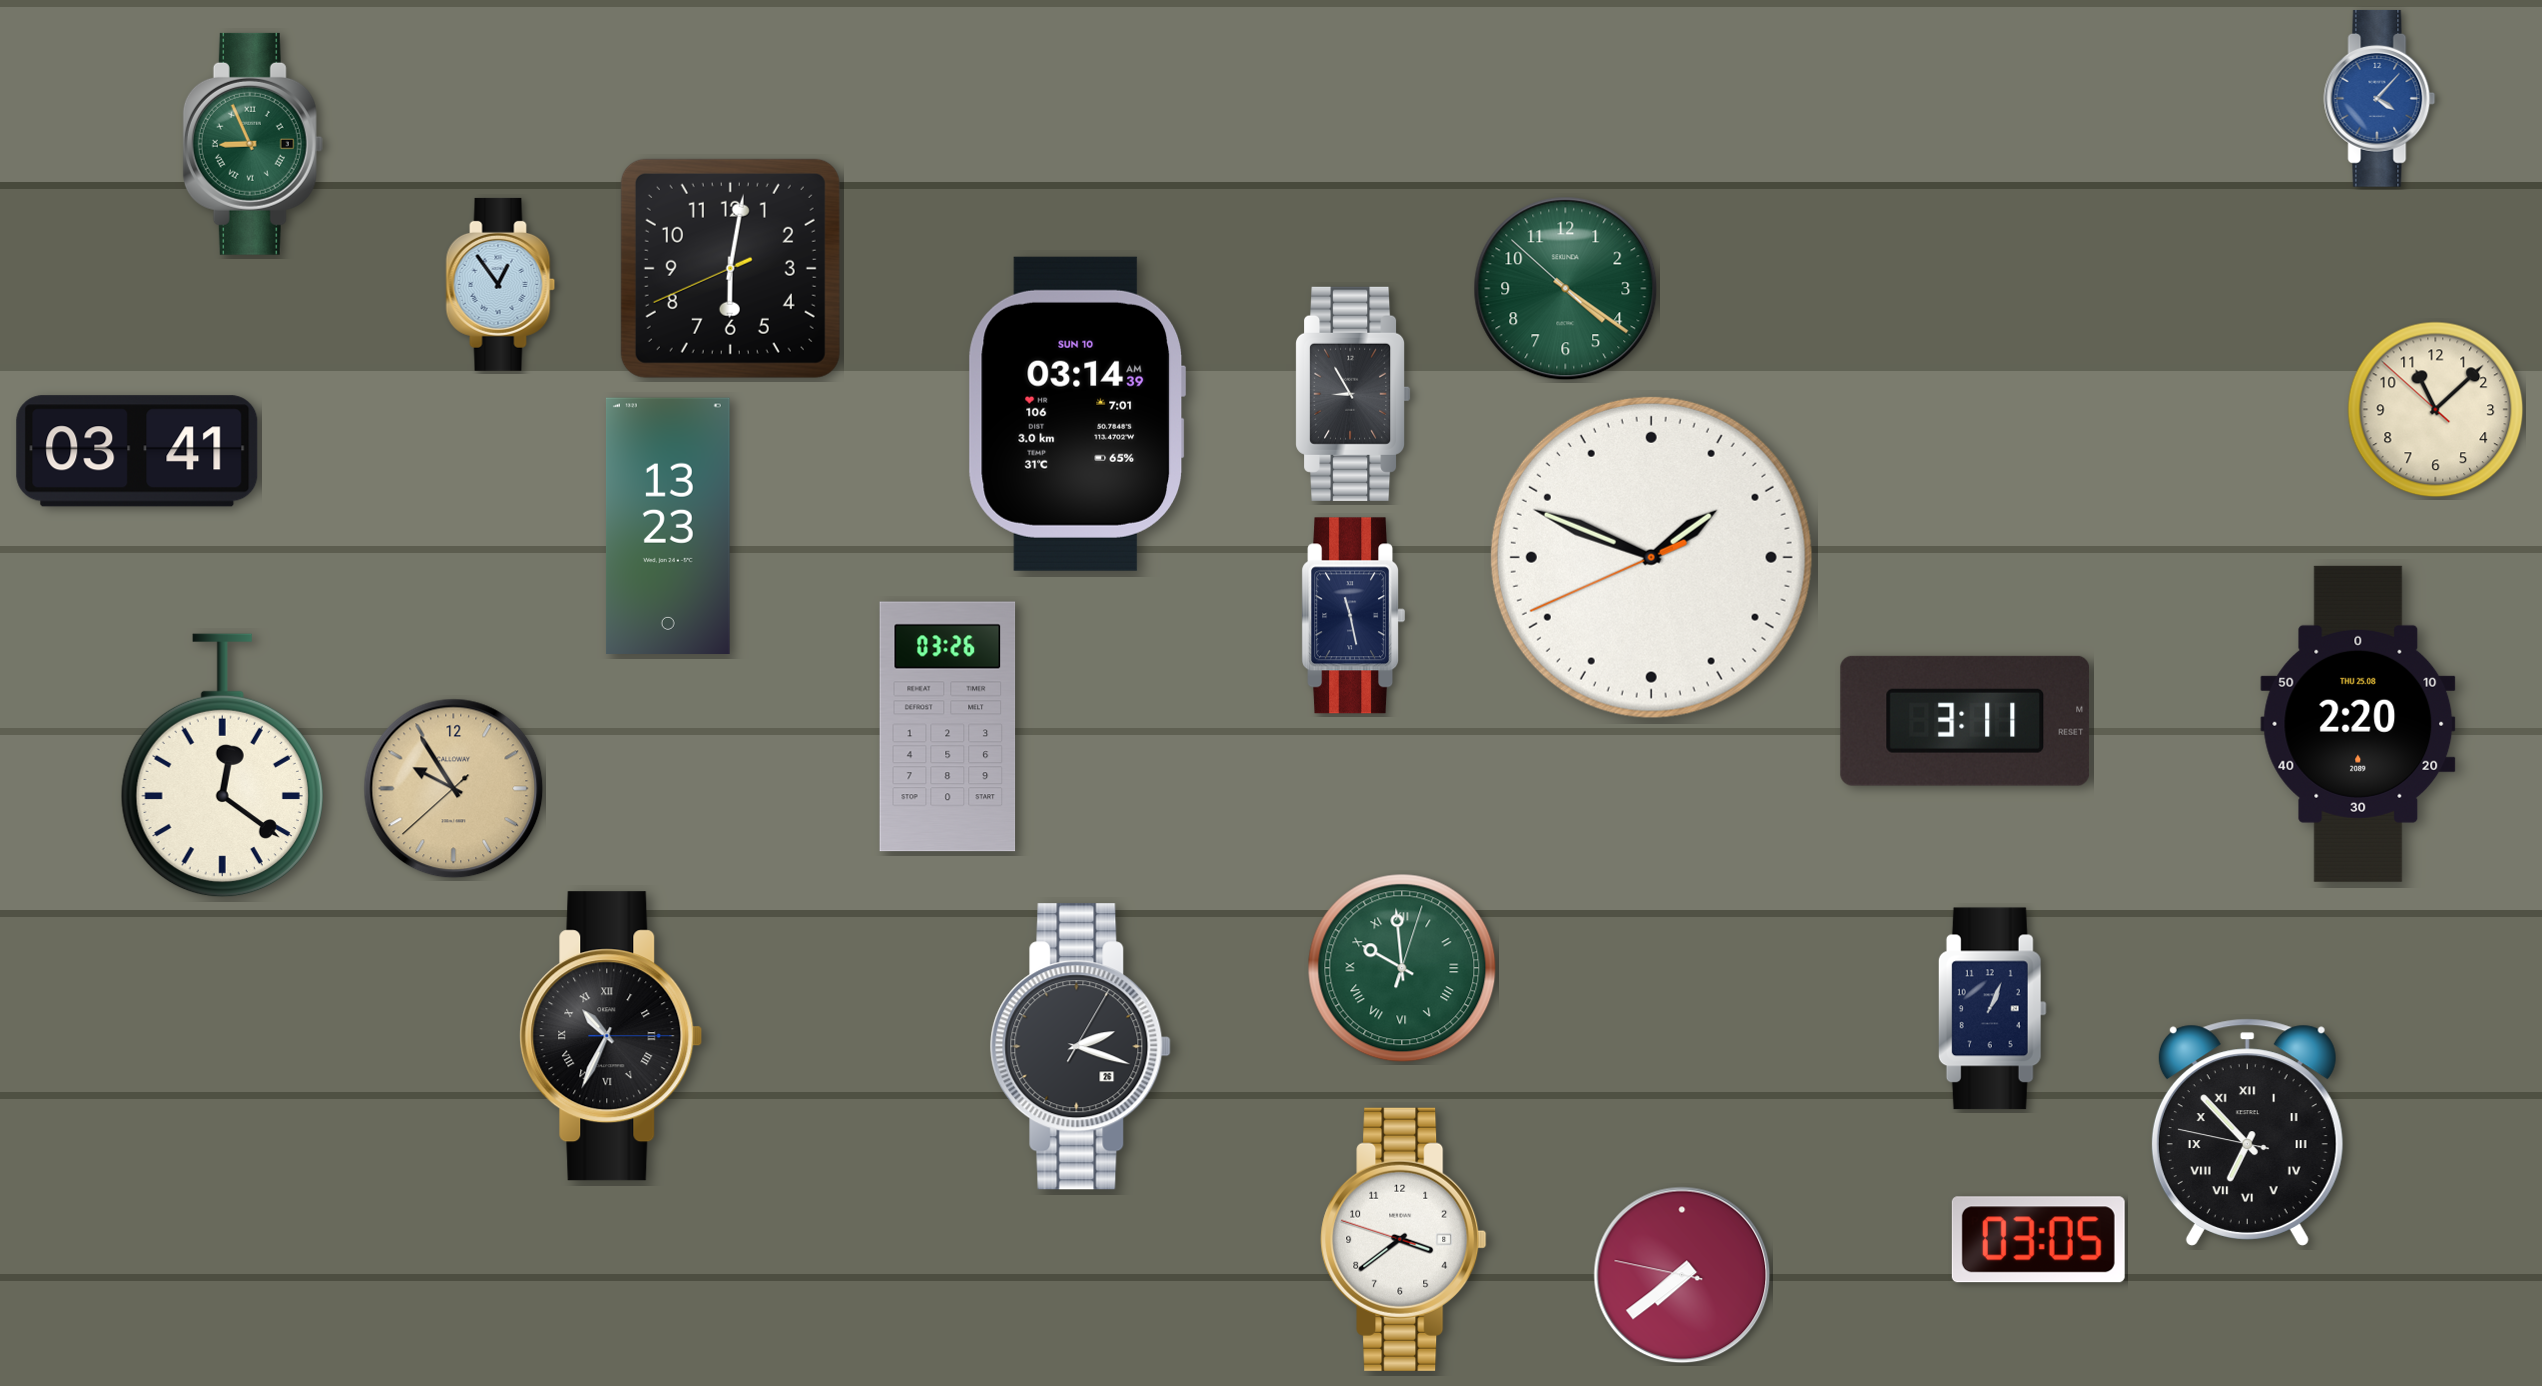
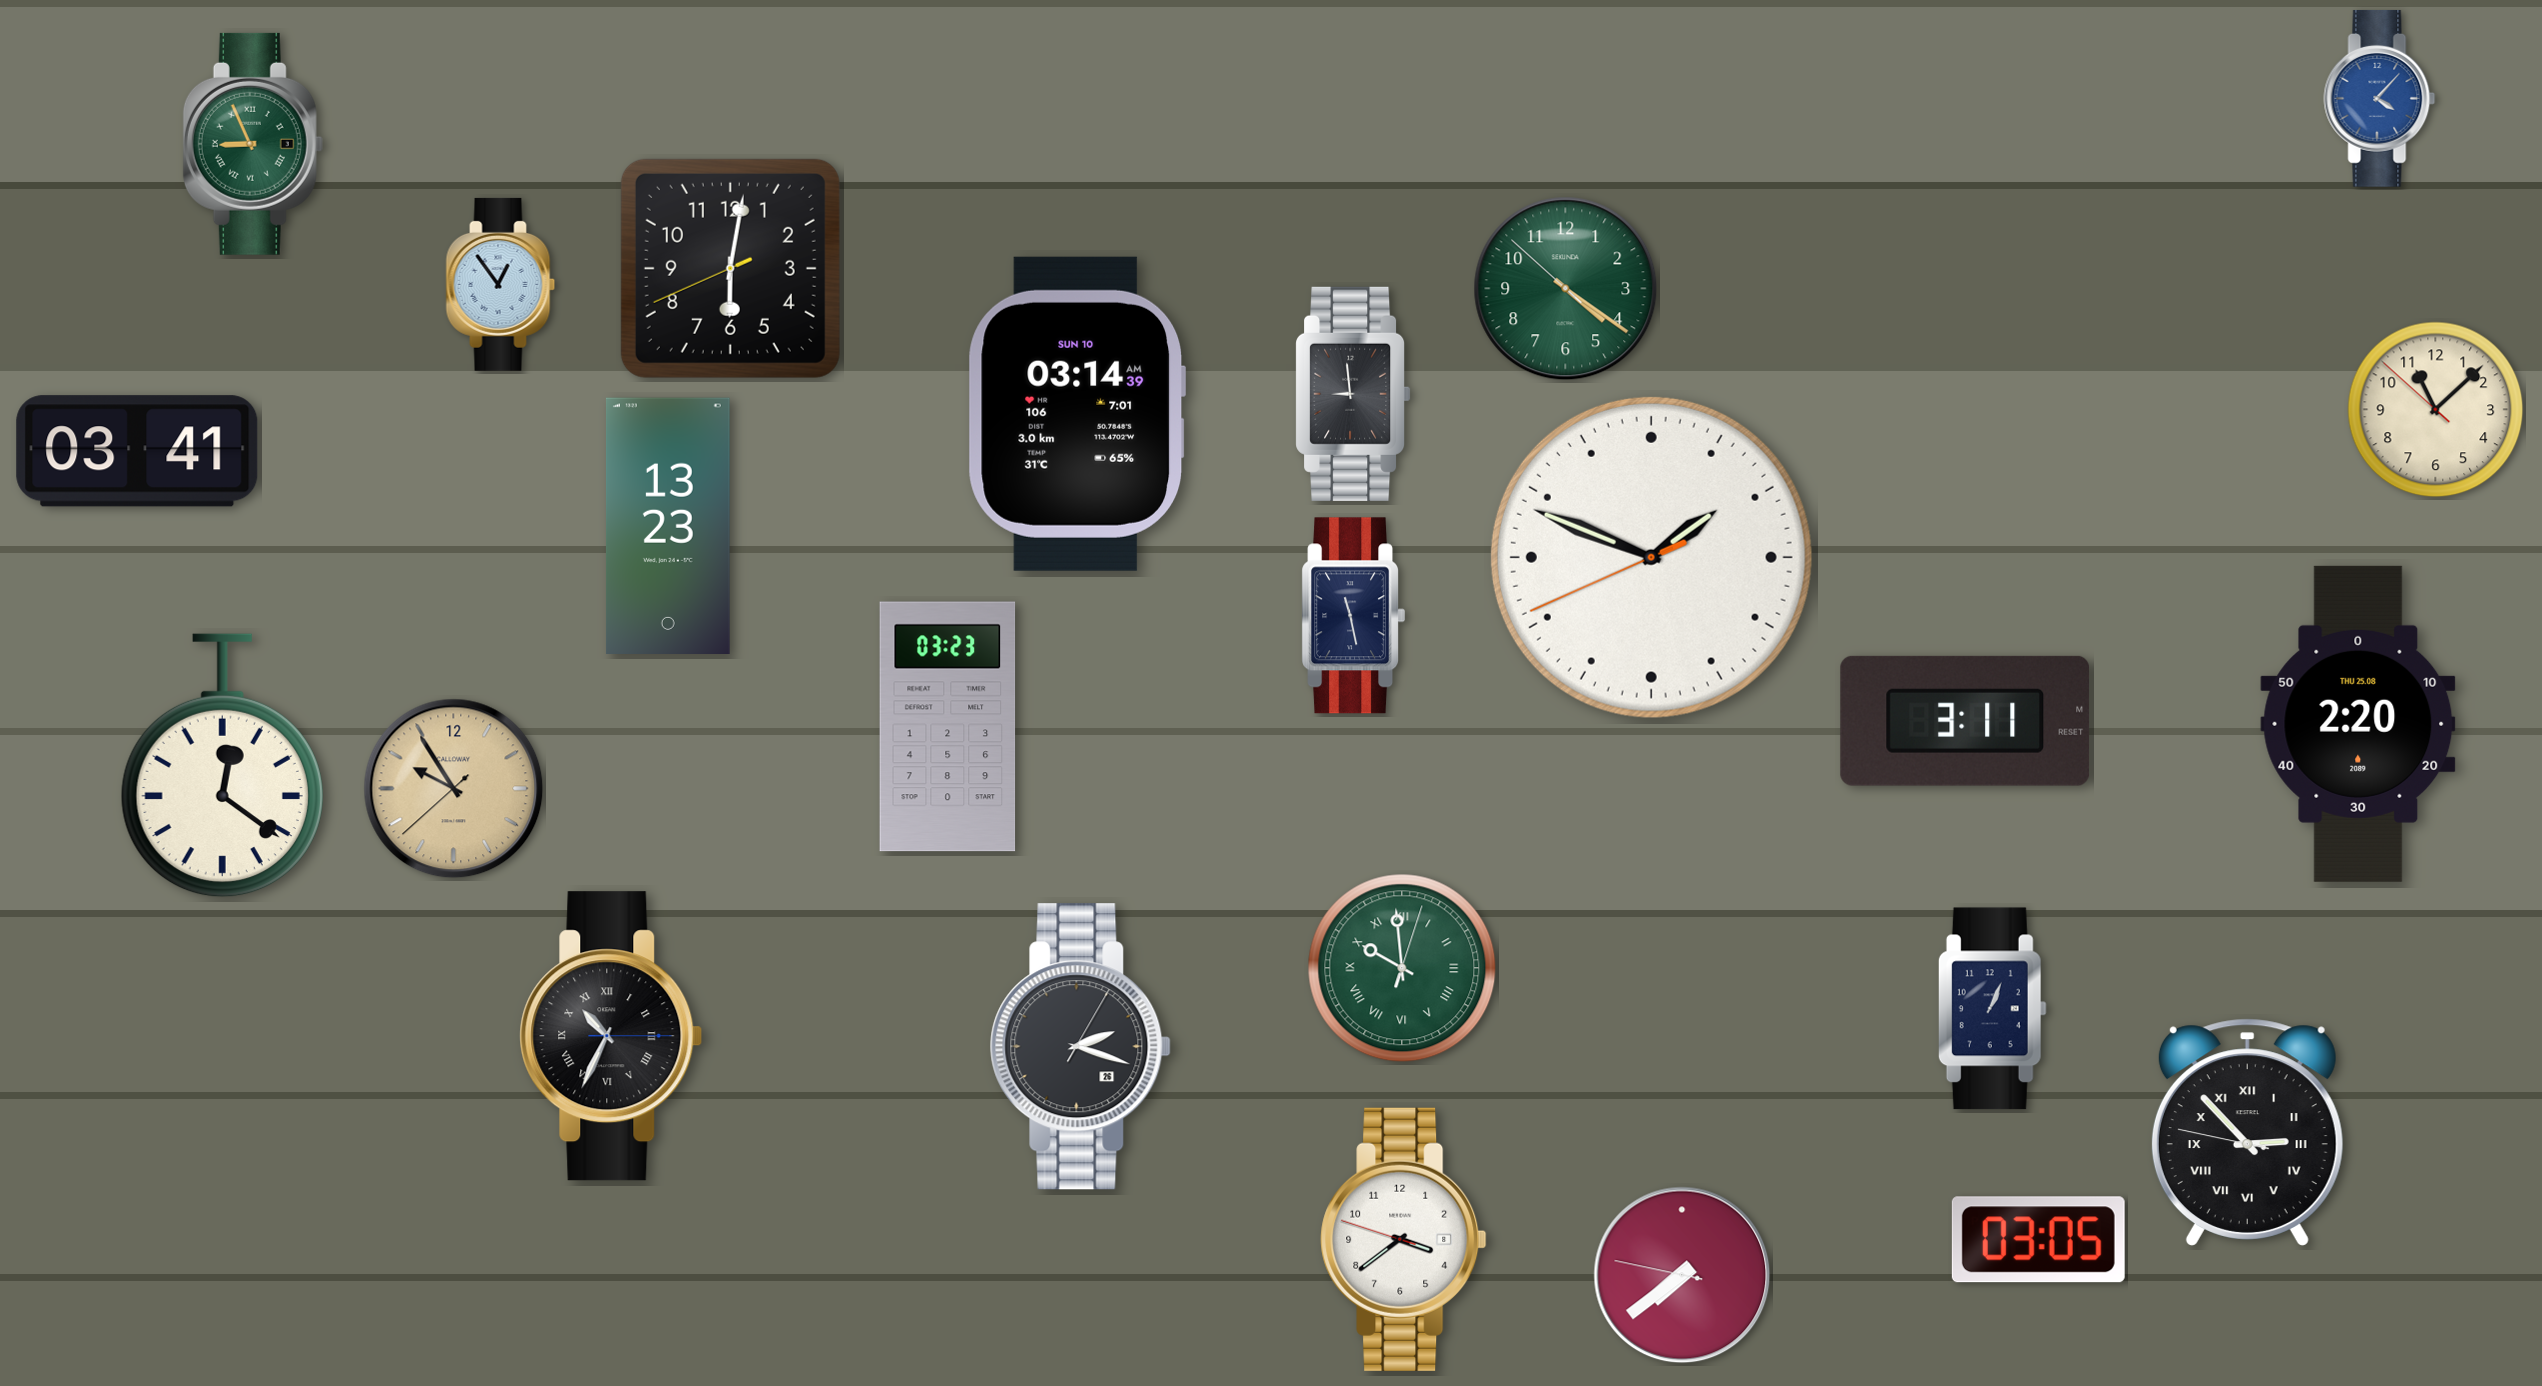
clock at (1353, 394): 8:55 -> 8:59
clock at (948, 727): 03:26 -> 03:23
clock at (2247, 1132): 6:52 -> 2:52
